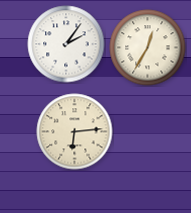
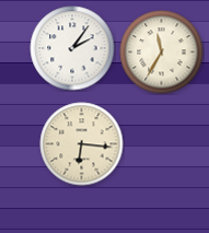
clock at (148, 48): 12:35 -> 11:35
clock at (75, 132): 6:14 -> 6:16
